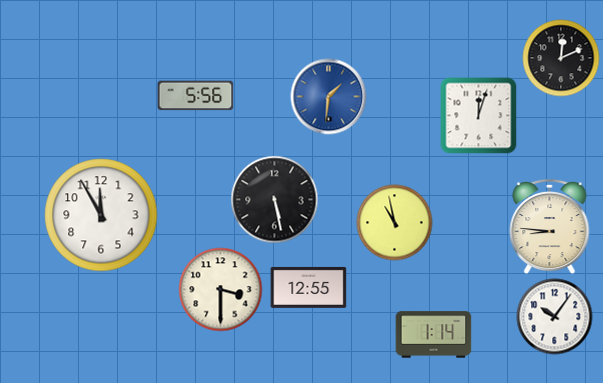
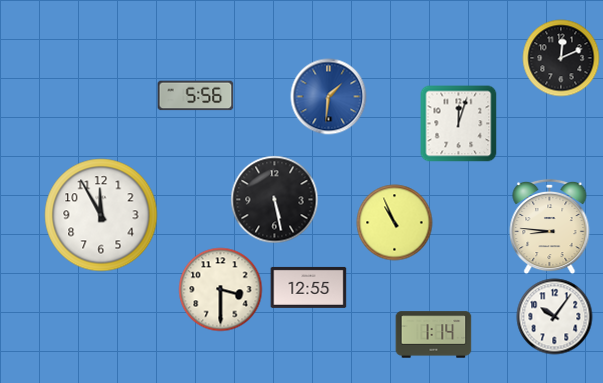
clock at (479, 116) position: (479, 116) -> (459, 124)
clock at (395, 223): 10:58 -> 10:56
